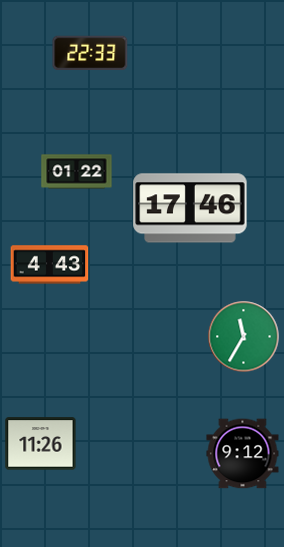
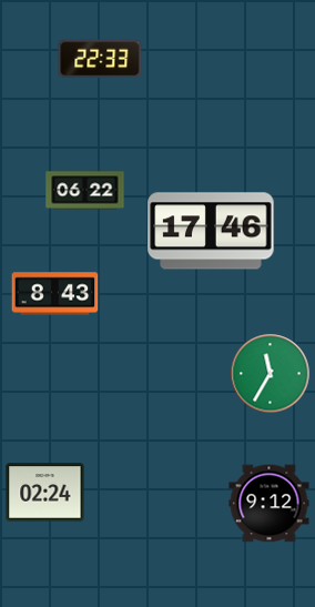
clock at (77, 172): 01:22 -> 06:22
clock at (50, 265): 4:43 -> 8:43
clock at (41, 444): 11:26 -> 02:24
